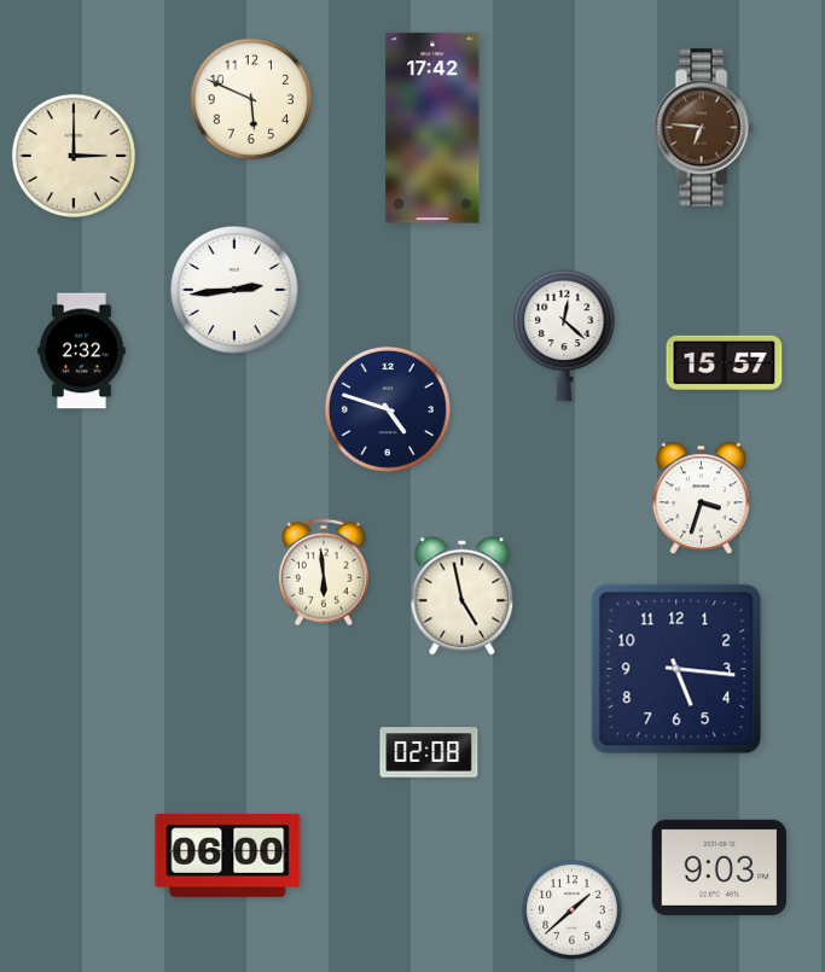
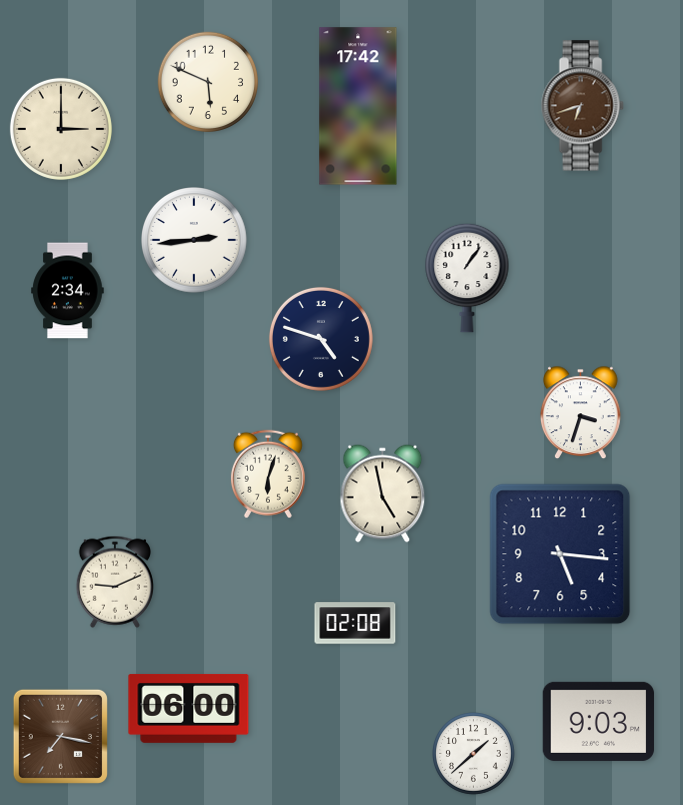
clock at (703, 128): 6:46 -> 6:42
clock at (564, 336): 12:22 -> 1:06
clock at (82, 351): 2:32 -> 2:34
clock at (725, 362): 15:57 -> none
clock at (324, 572): 5:59 -> 6:03
clock at (115, 582): none -> 9:11
clock at (720, 867) position: (720, 867) -> (599, 721)
clock at (60, 736): none -> 7:17
